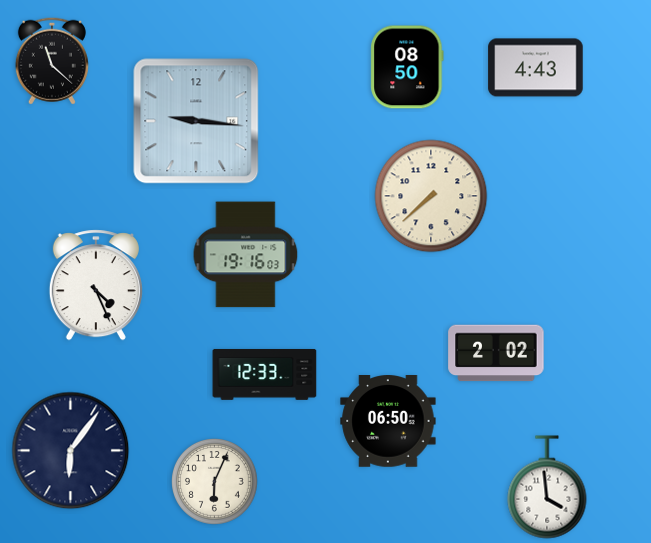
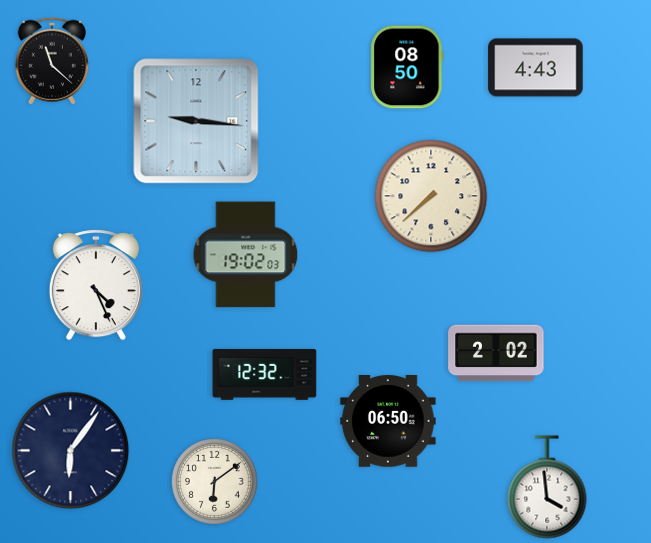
clock at (246, 255): 19:16 -> 19:02
clock at (265, 374): 12:33 -> 12:32
clock at (215, 482): 6:04 -> 6:09
